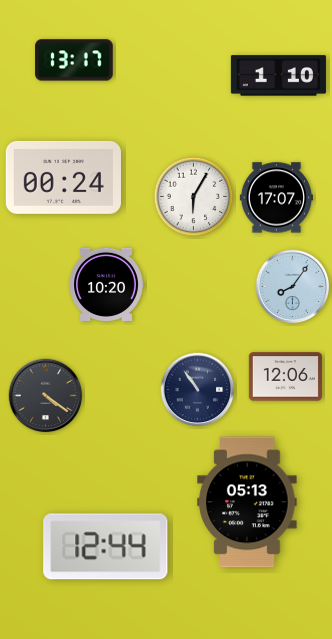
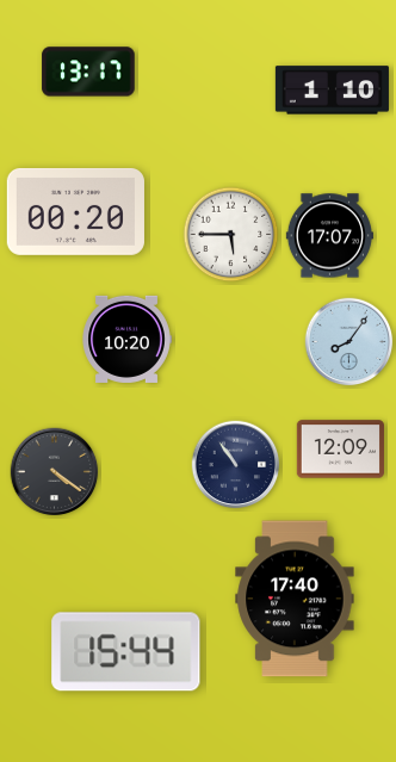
clock at (63, 177): 00:24 -> 00:20
clock at (194, 197): 6:05 -> 5:45
clock at (285, 377): 12:06 -> 12:09
clock at (247, 502): 05:13 -> 17:40
clock at (106, 547): 12:44 -> 15:44
